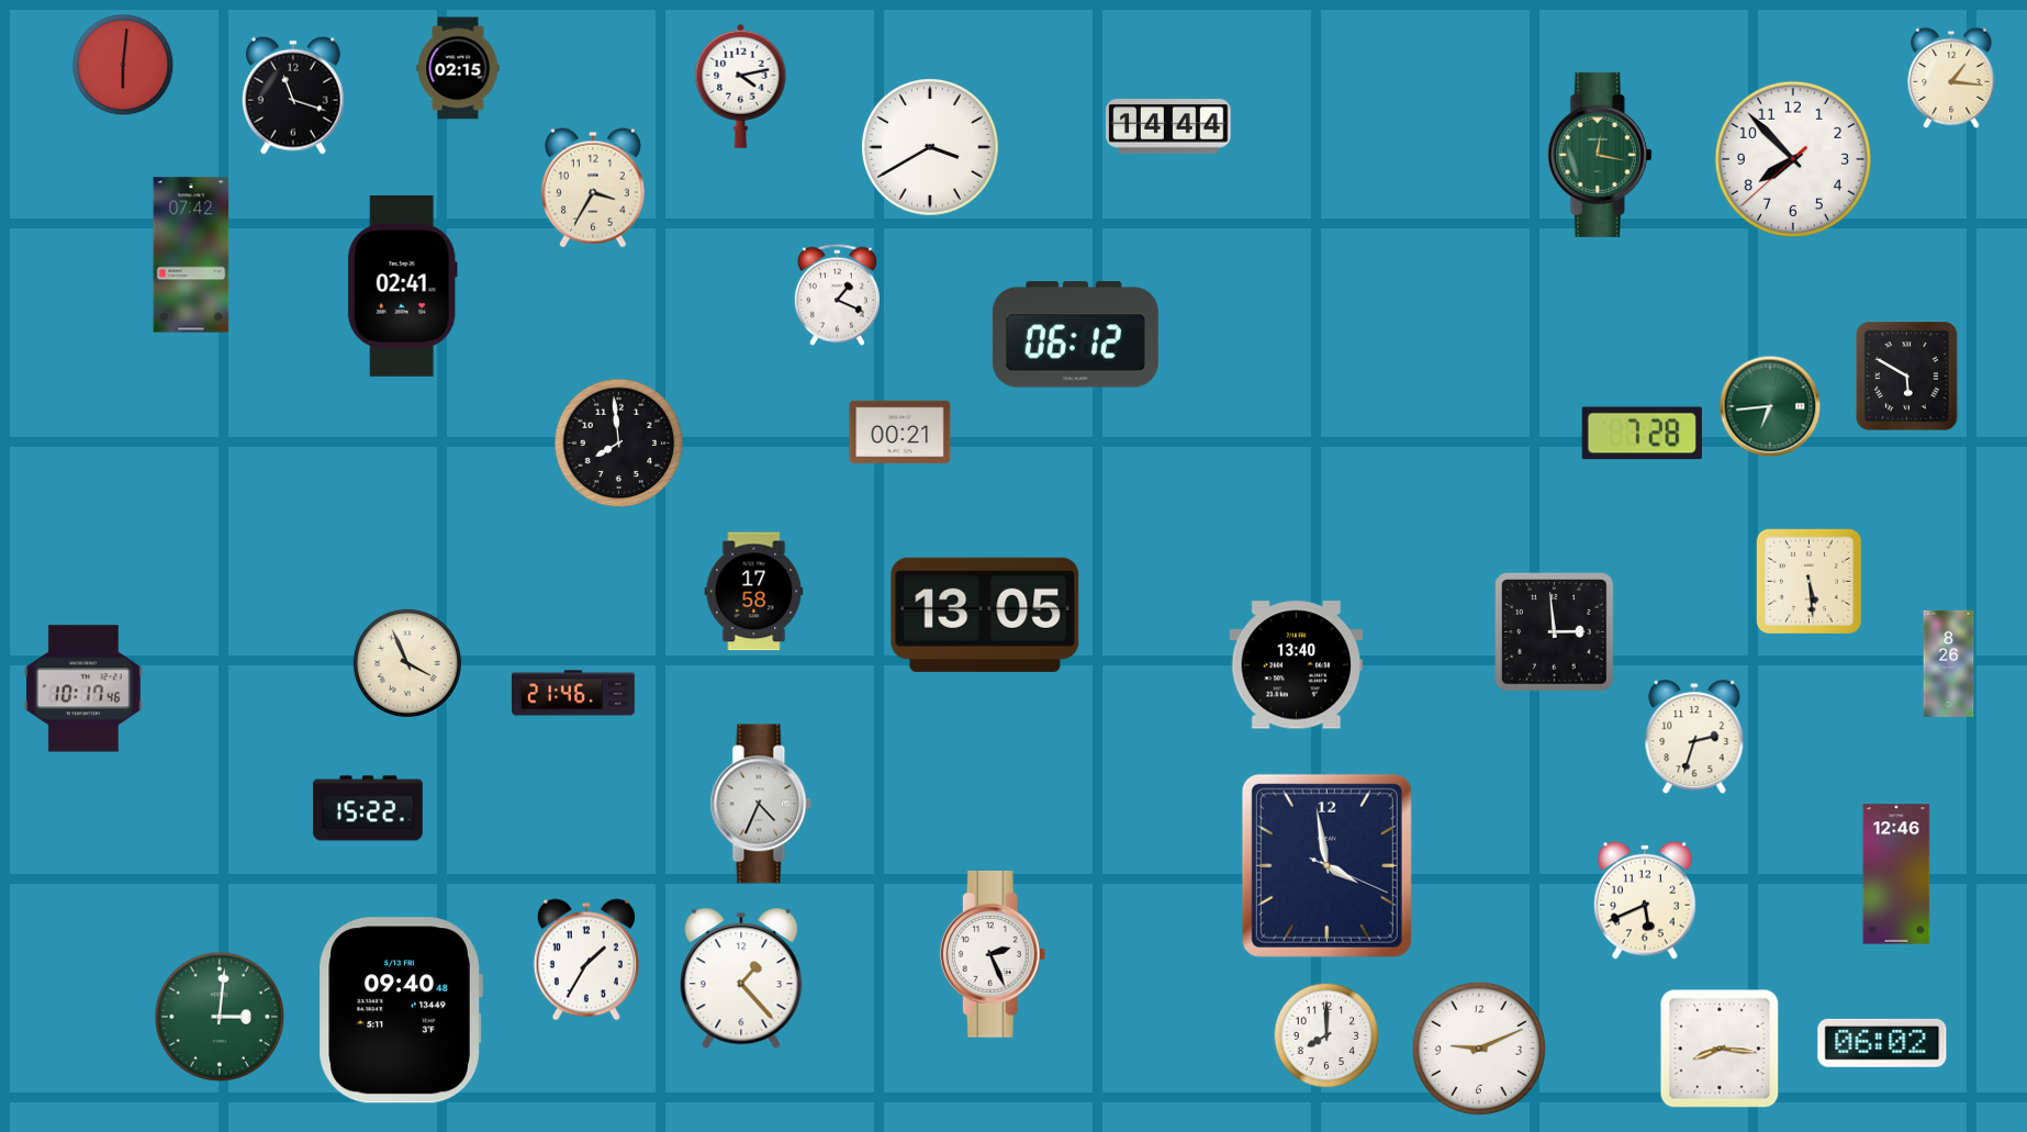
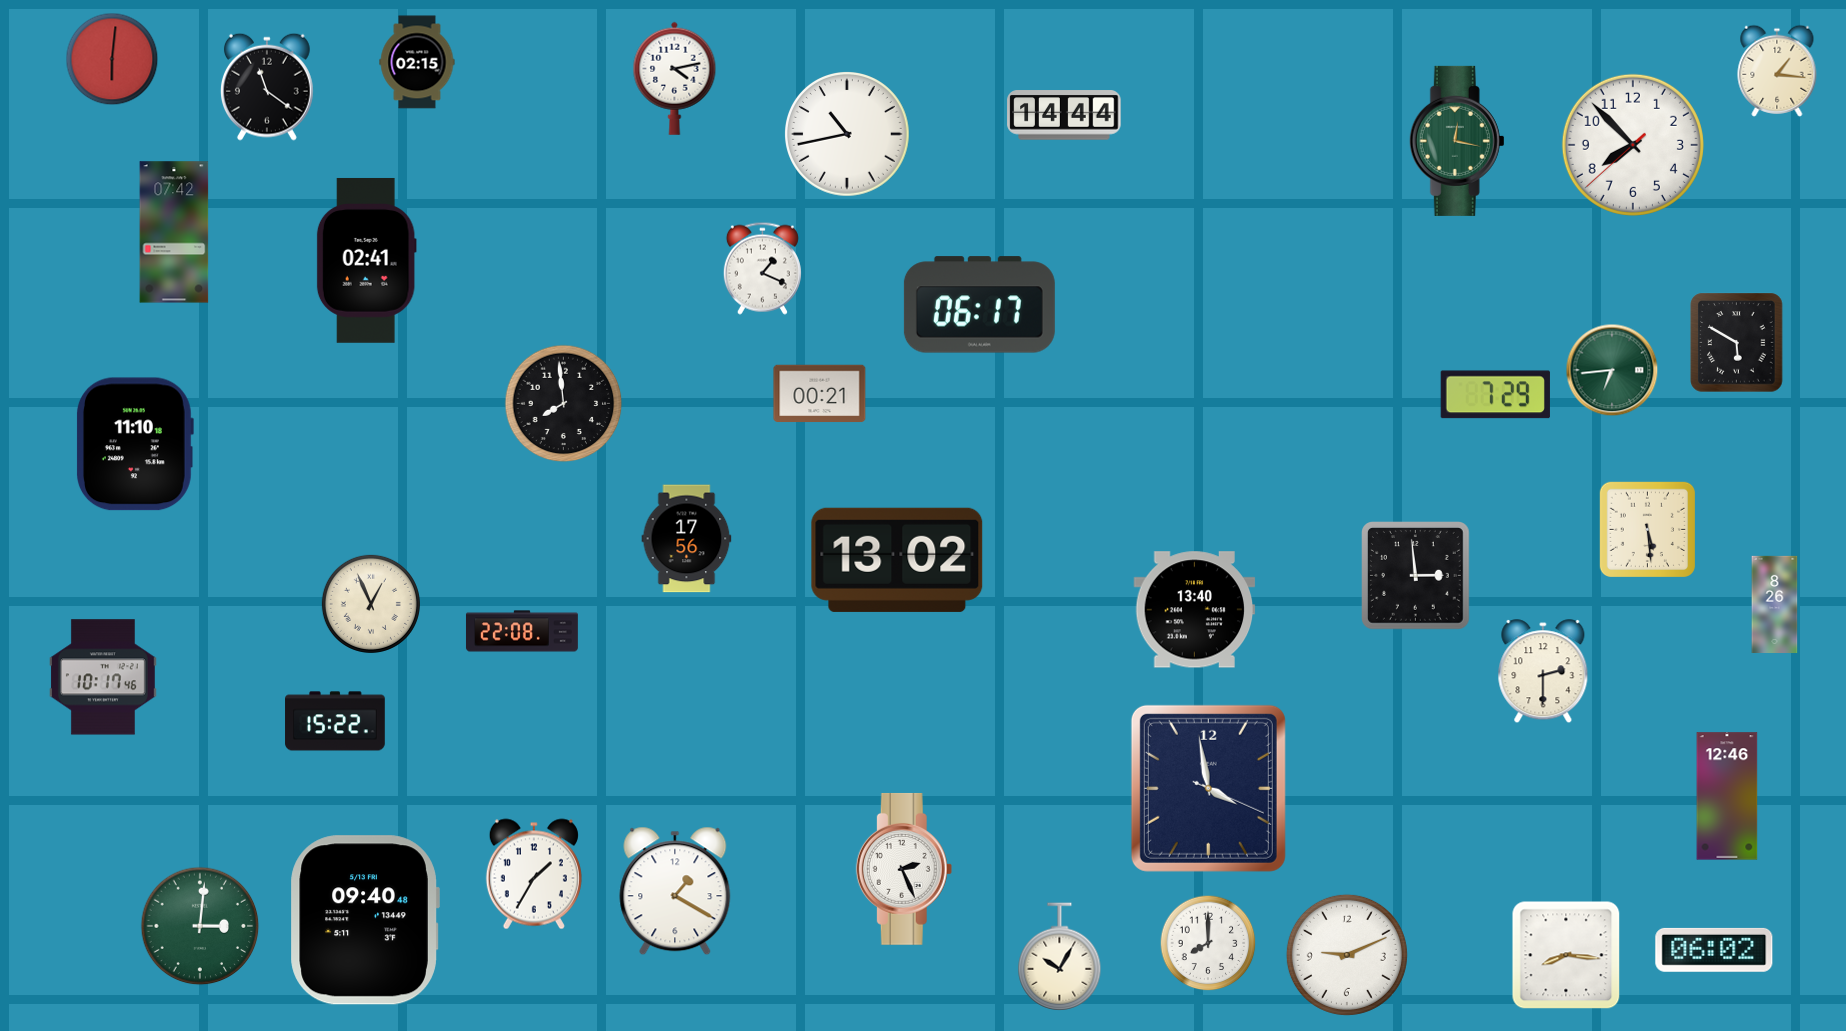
clock at (293, 96): 11:18 -> 11:21
clock at (931, 148): 3:40 -> 10:43
clock at (593, 188): 3:35 -> none
clock at (1075, 335): 06:12 -> 06:17
clock at (1642, 434): 7:28 -> 7:29
clock at (134, 444): none -> 11:10
clock at (754, 592): 17:58 -> 17:56
clock at (985, 615): 13:05 -> 13:02
clock at (407, 663): 3:56 -> 12:56
clock at (1297, 665) position: (1297, 665) -> (1195, 610)
clock at (83, 688) position: (83, 688) -> (103, 677)
clock at (573, 693): 21:46 -> 22:08
clock at (1694, 738): 2:33 -> 2:30
clock at (761, 804): 4:34 -> none
clock at (368, 808) position: (368, 808) -> (335, 721)
clock at (1645, 900): 5:41 -> none
clock at (741, 978): 1:23 -> 1:20
clock at (1060, 957): none -> 10:05
